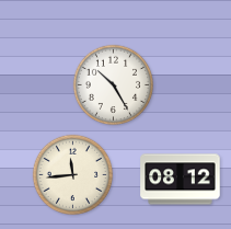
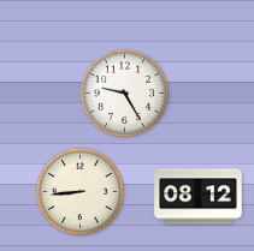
clock at (113, 84): 10:25 -> 9:25
clock at (72, 174): 11:44 -> 8:44
